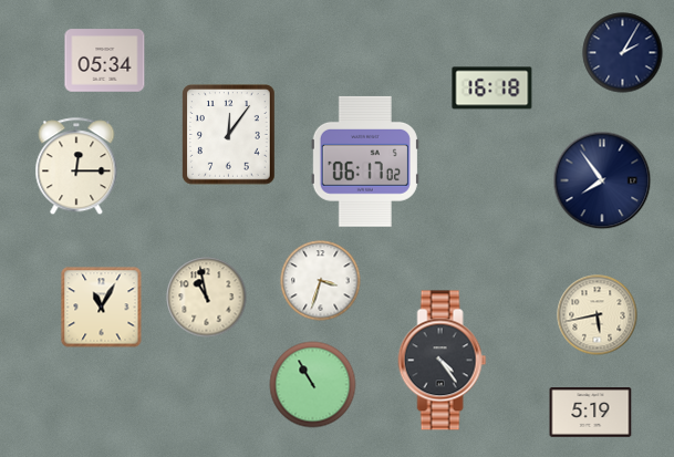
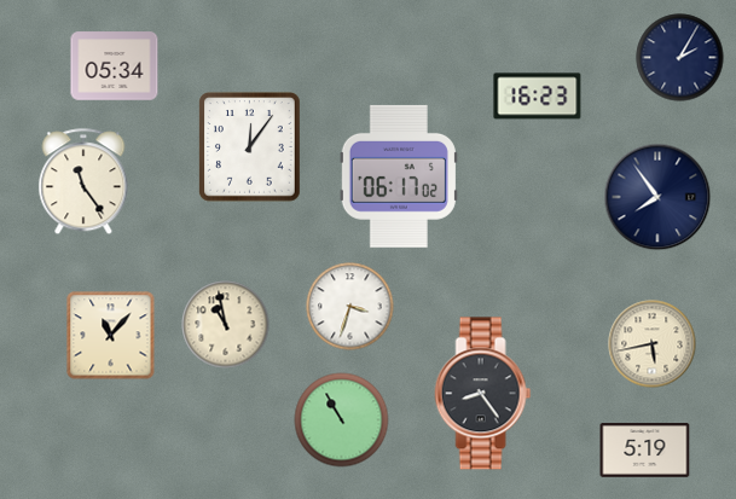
clock at (492, 89): 16:18 -> 16:23
clock at (76, 167): 12:15 -> 11:24
clock at (102, 308): 11:05 -> 11:07
clock at (443, 361): 4:24 -> 8:24
